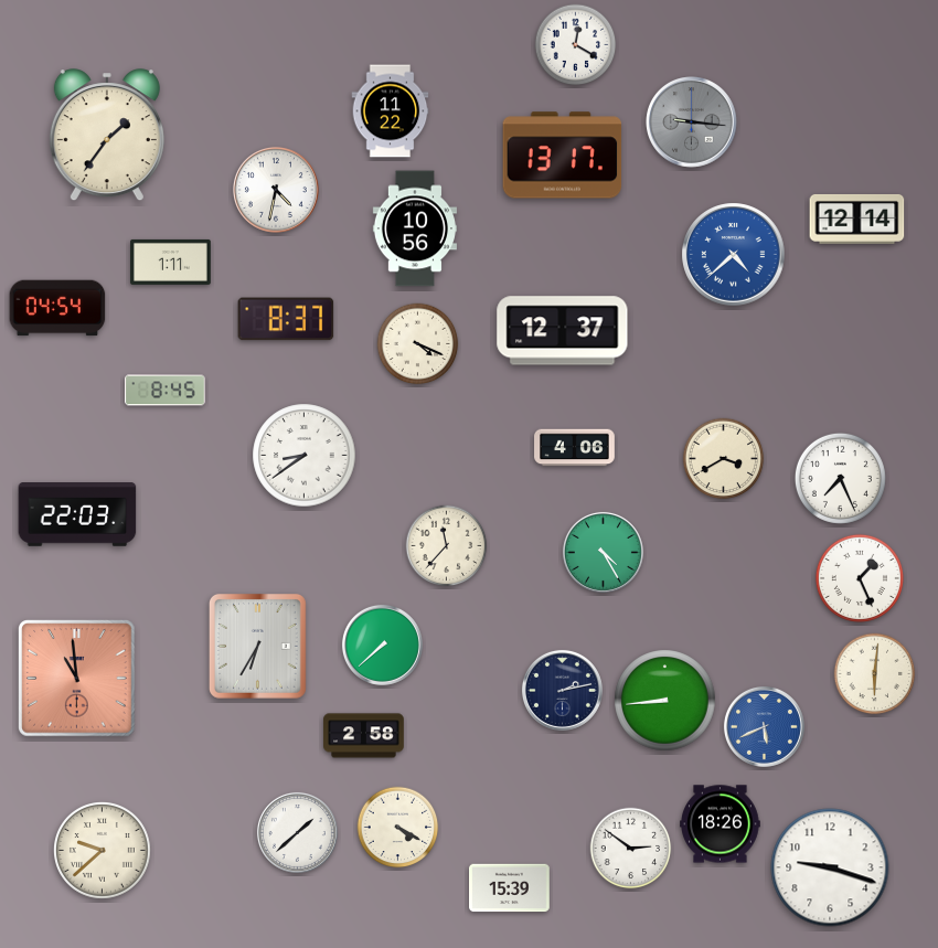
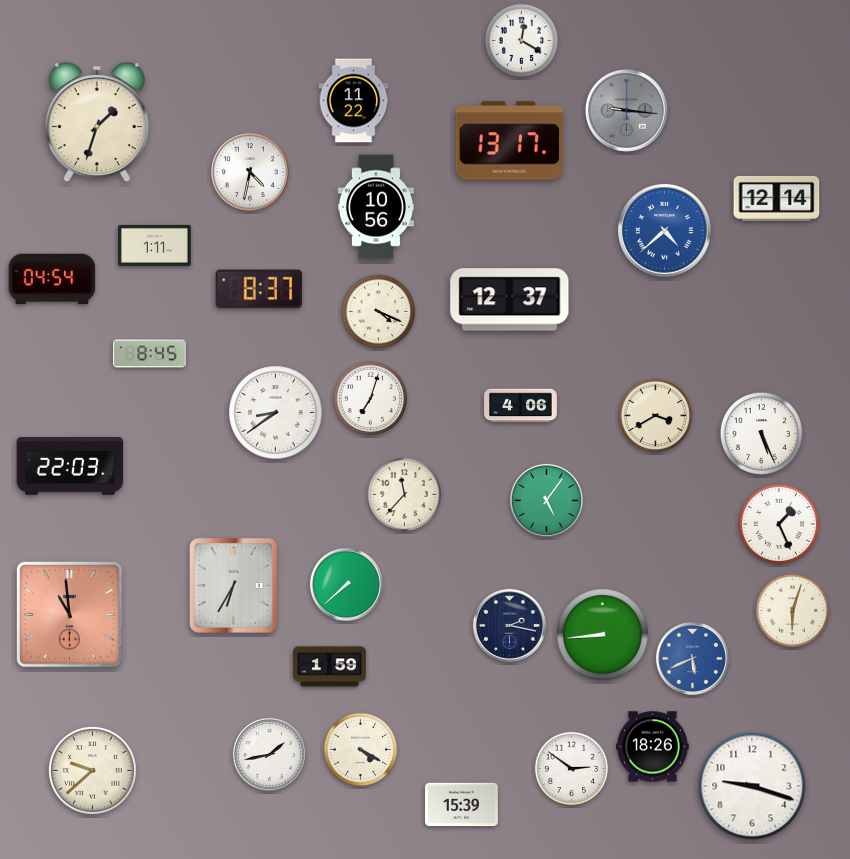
clock at (107, 136): 1:36 -> 1:33
clock at (171, 262) position: (171, 262) -> (155, 245)
clock at (371, 399): none -> 7:03
clock at (840, 478): 7:26 -> 5:26
clock at (603, 552): 4:25 -> 5:06
clock at (875, 674): 6:01 -> 6:03
clock at (562, 690): 2:13 -> 2:17
clock at (364, 736): 2:58 -> 1:59
clock at (297, 832): 1:38 -> 1:43
